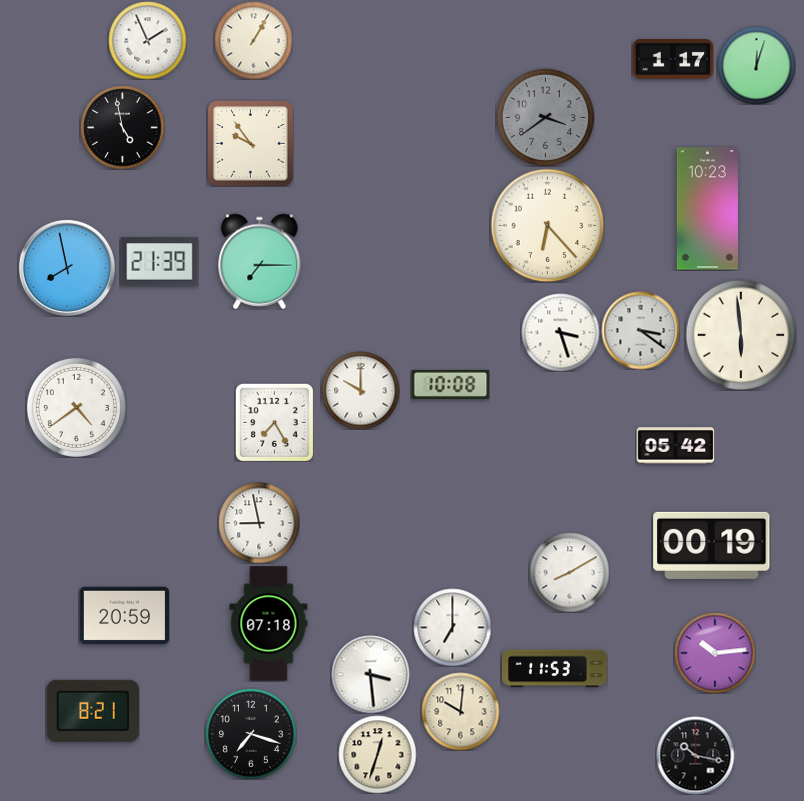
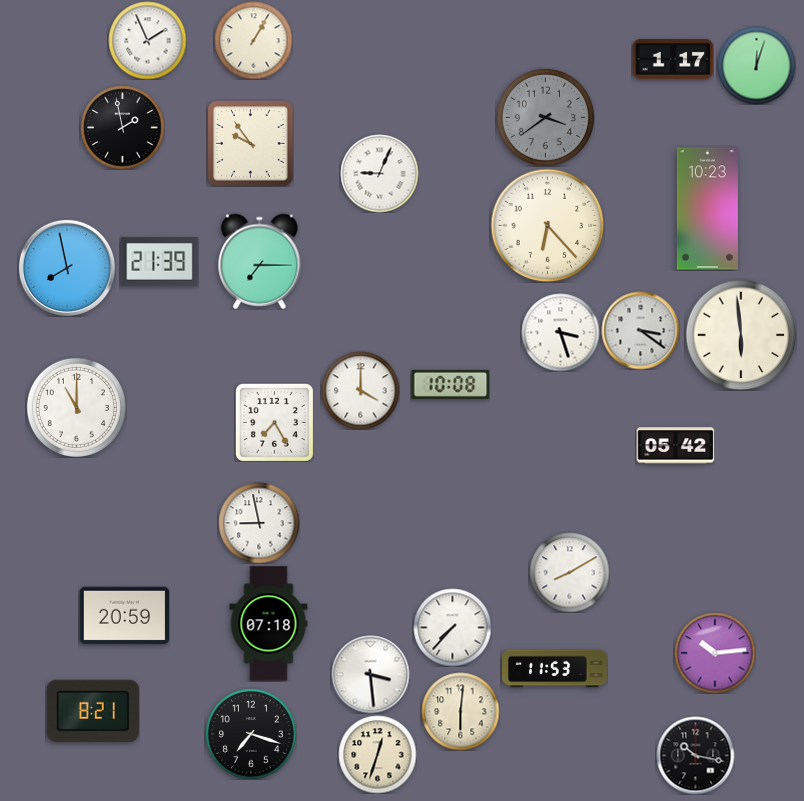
clock at (122, 127): 4:58 -> 1:58
clock at (379, 173): none -> 9:04
clock at (360, 390): 10:00 -> 4:00
clock at (76, 407): 4:39 -> 11:00
clock at (712, 545): 00:19 -> none
clock at (452, 627): 7:00 -> 7:37
clock at (460, 711): 10:01 -> 6:01
